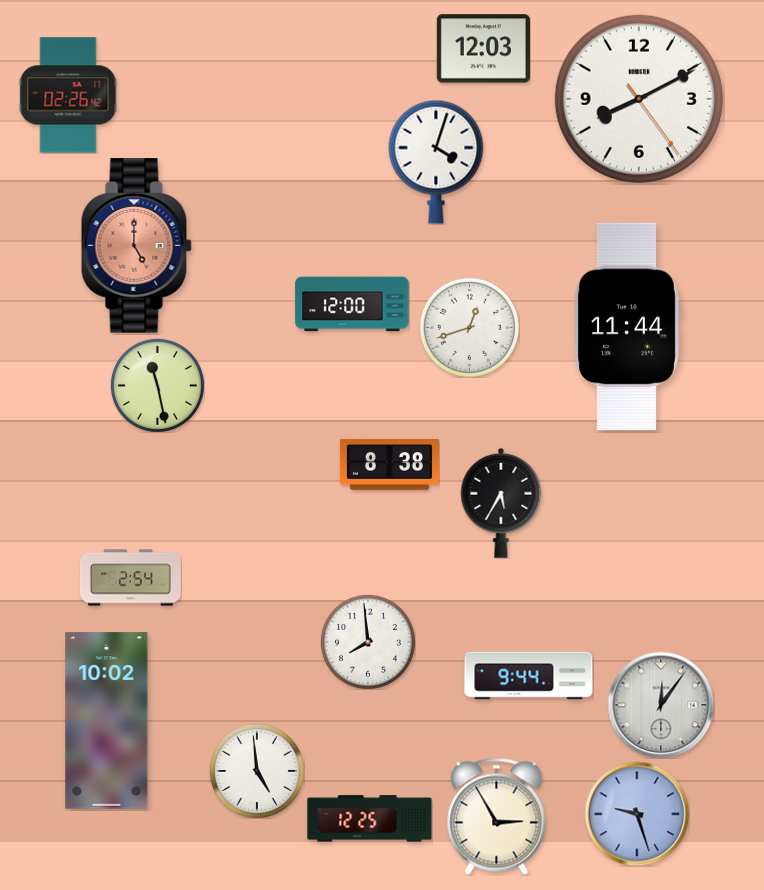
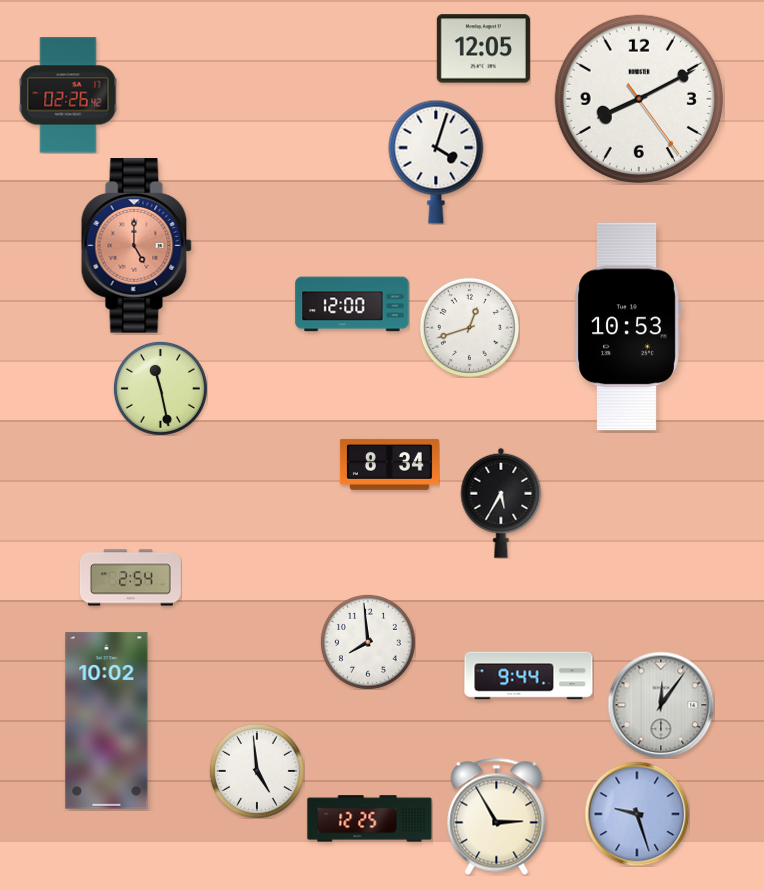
clock at (483, 49): 12:03 -> 12:05
clock at (627, 327): 11:44 -> 10:53
clock at (157, 385) position: (157, 385) -> (160, 388)
clock at (389, 464): 8:38 -> 8:34
